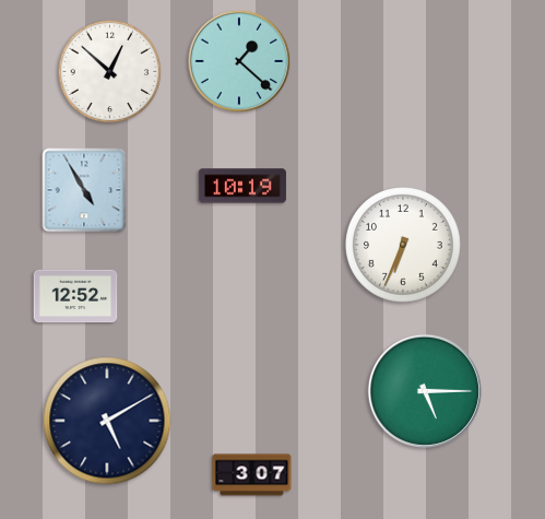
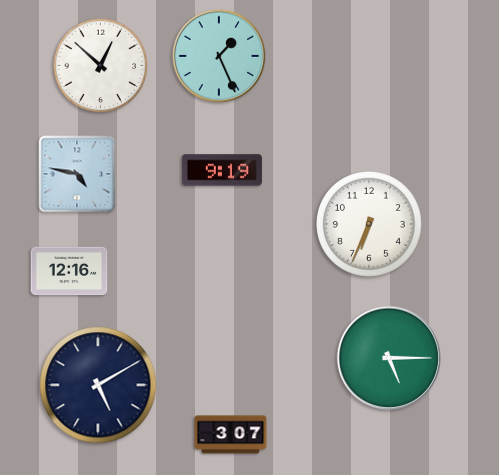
clock at (239, 61): 1:22 -> 1:26
clock at (242, 186): 10:19 -> 9:19
clock at (84, 190): 4:55 -> 4:47
clock at (75, 296): 12:52 -> 12:16
